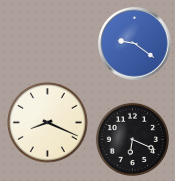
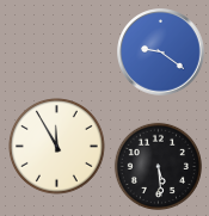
clock at (48, 123): 8:19 -> 11:55
clock at (132, 139): 6:19 -> 5:29
